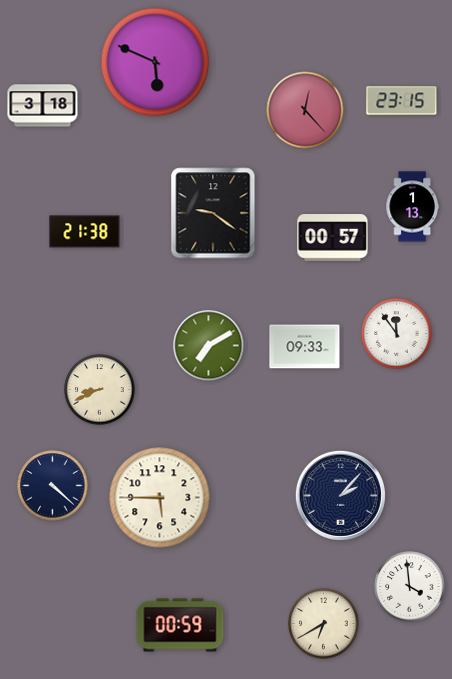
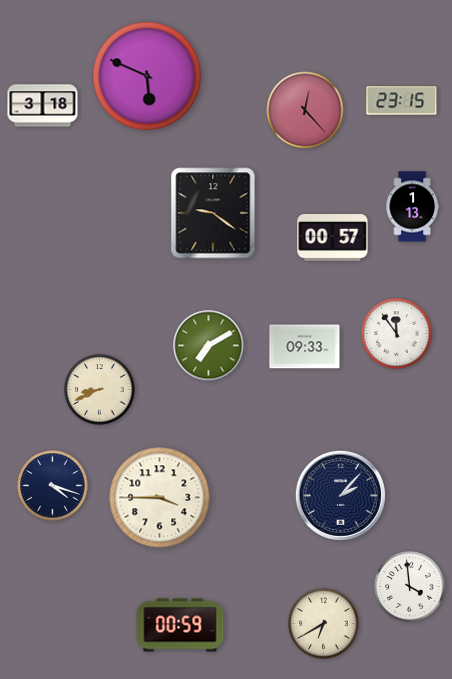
clock at (155, 62) position: (155, 62) -> (147, 76)
clock at (85, 232): 21:38 -> none
clock at (53, 486): 4:22 -> 4:18
clock at (160, 498): 5:45 -> 3:45
